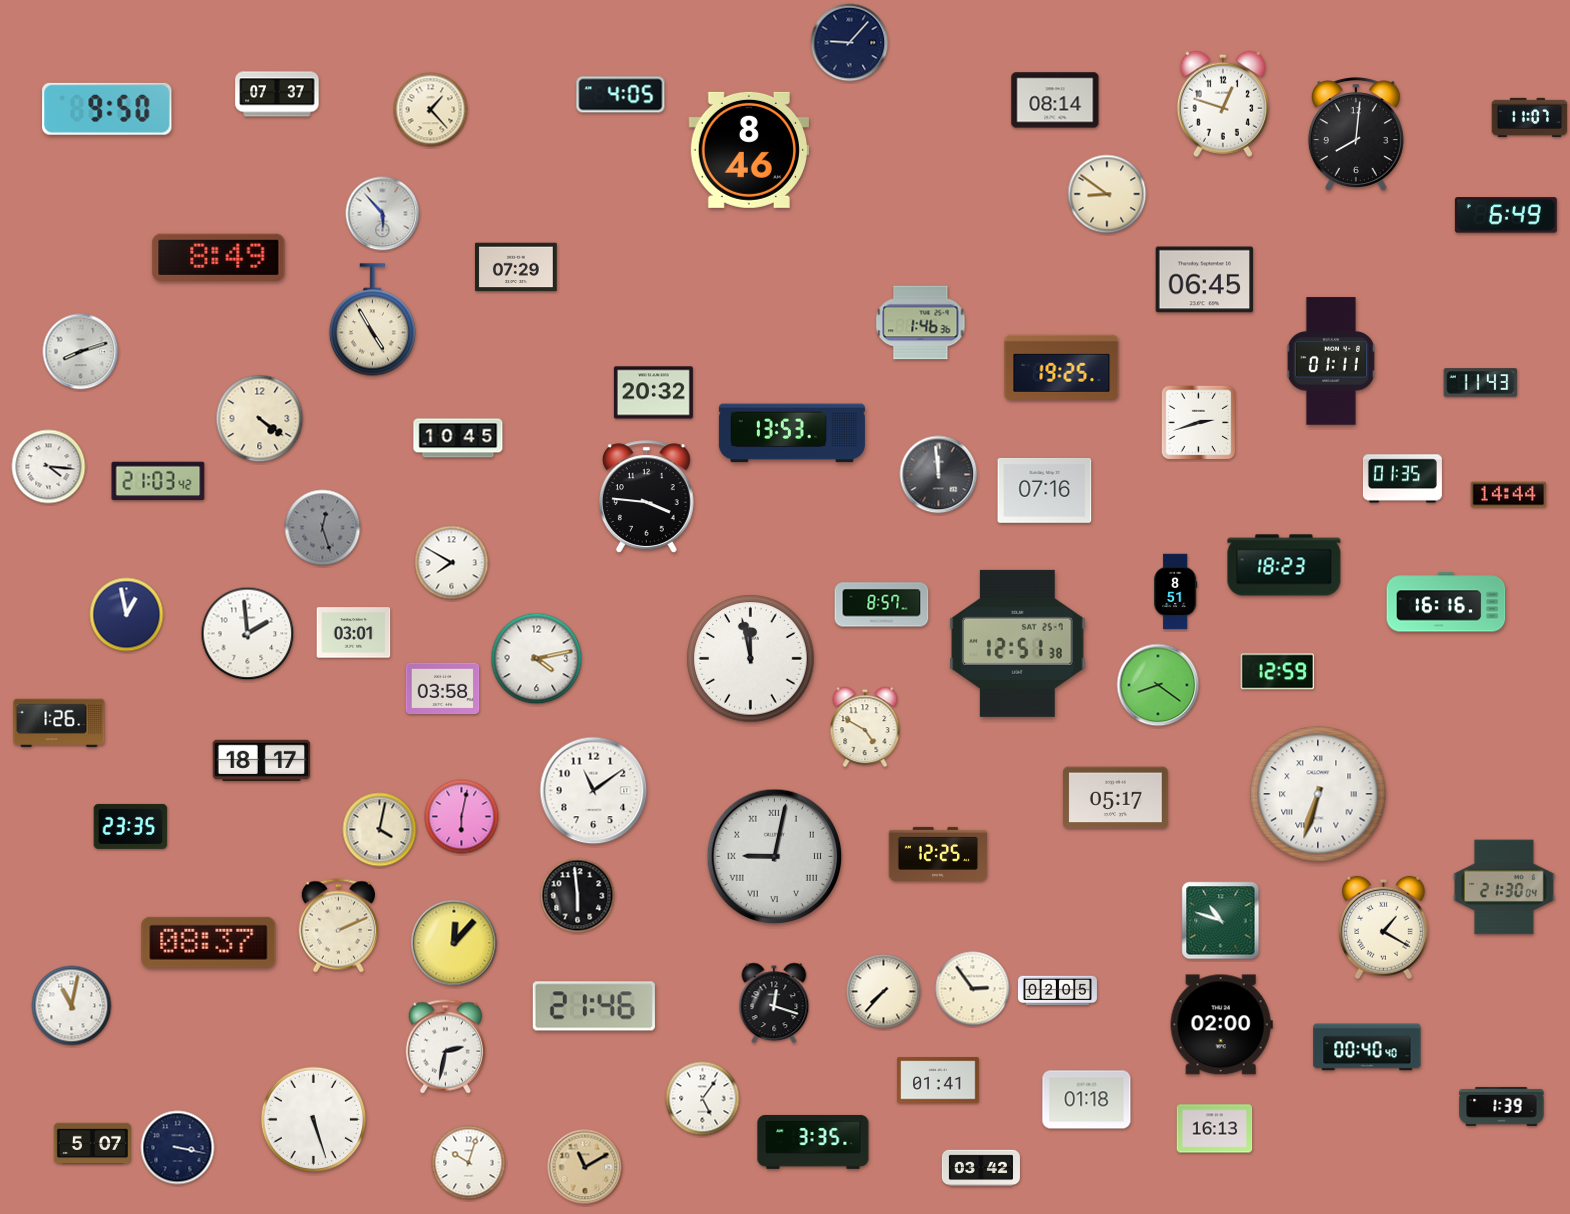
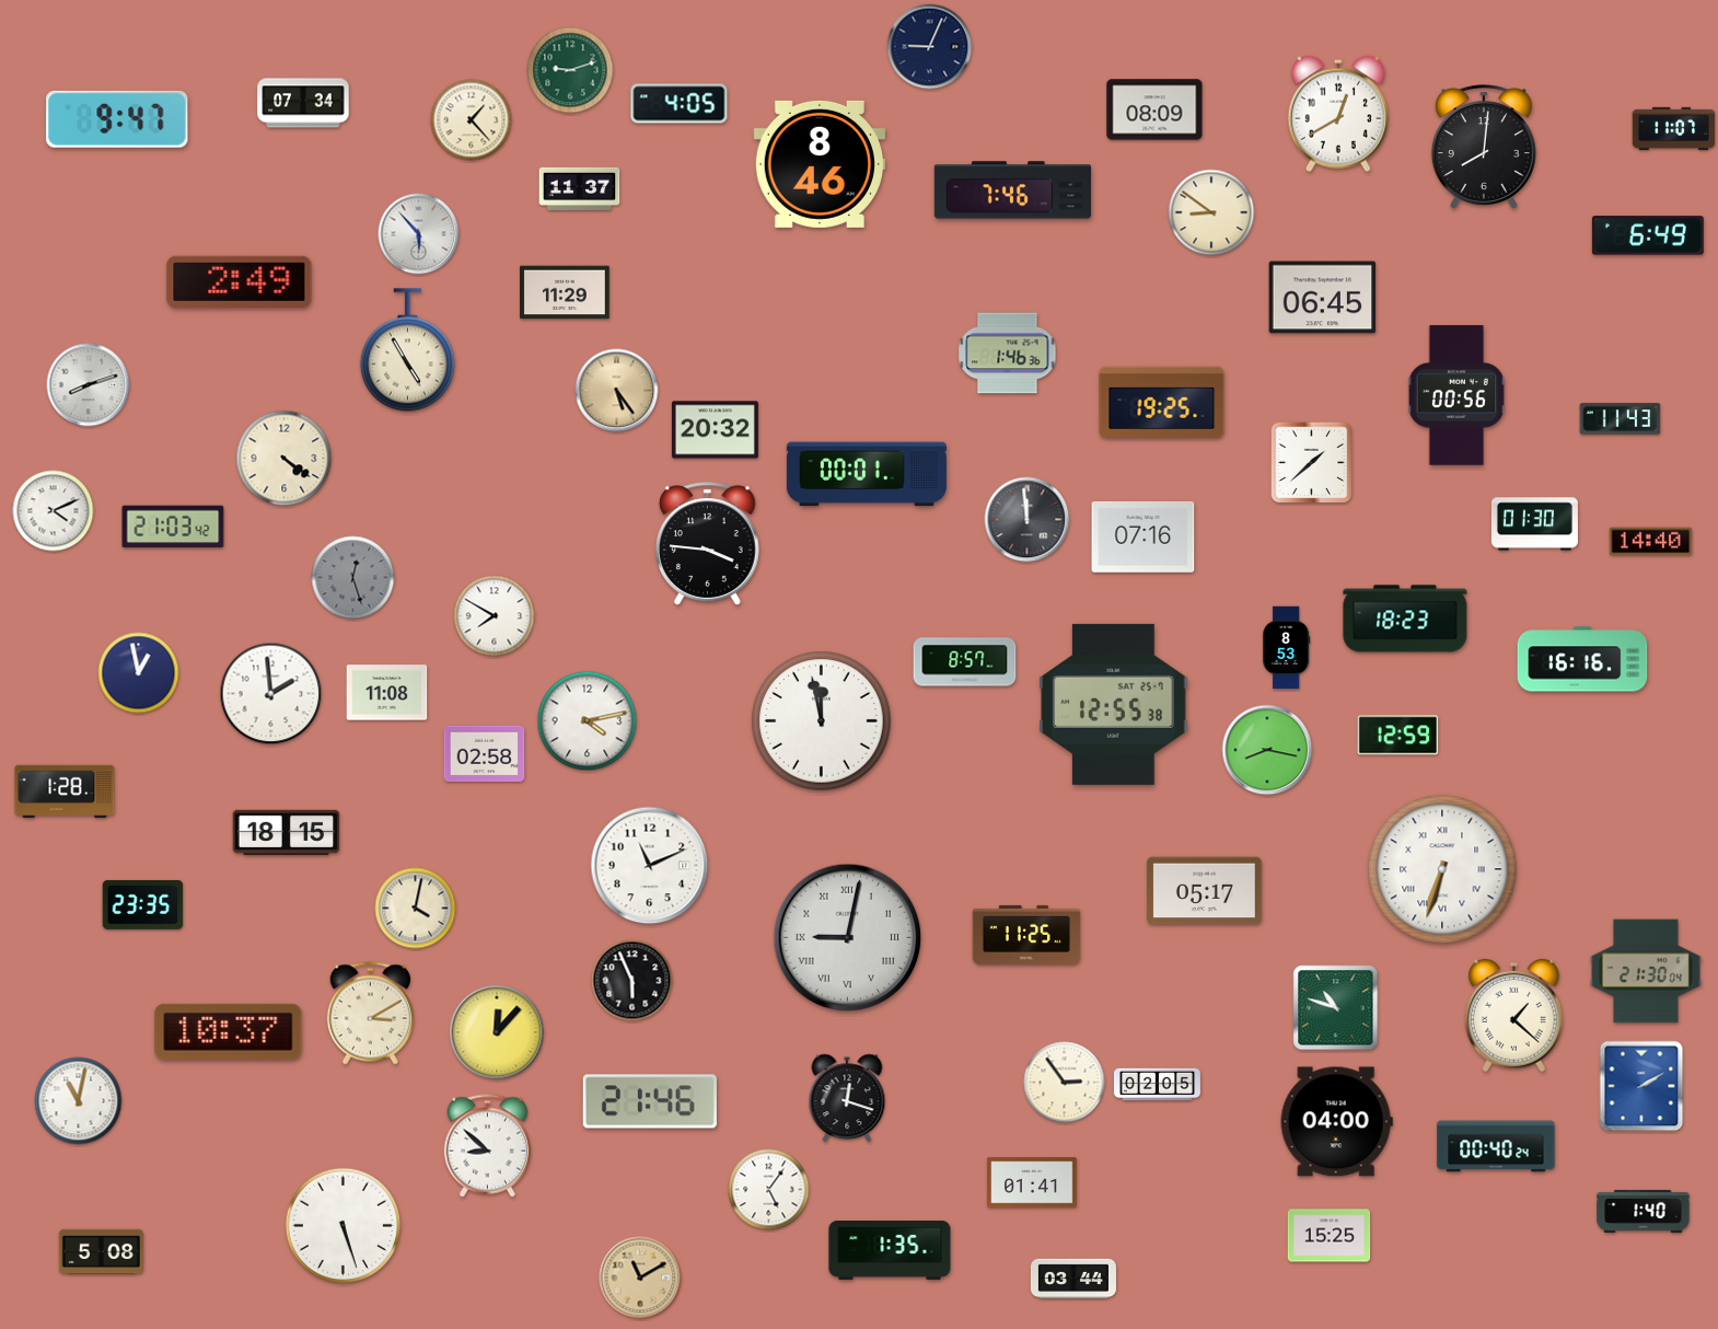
clock at (850, 43): 9:07 -> 9:04
clock at (570, 70): none -> 9:12
clock at (277, 94): 07:37 -> 07:34
clock at (1055, 100): 08:14 -> 08:09
clock at (1223, 104): 12:48 -> 12:40
clock at (107, 109): 9:50 -> 9:47
clock at (580, 188): none -> 11:37
clock at (1012, 190): none -> 7:46
clock at (219, 257): 8:49 -> 2:49
clock at (516, 267): 07:29 -> 11:29
clock at (1205, 280) position: (1205, 280) -> (1323, 298)
clock at (617, 391): none -> 5:24
clock at (1331, 361): 01:11 -> 00:56
clock at (1199, 423): 2:42 -> 1:38
clock at (792, 433): 13:53 -> 00:01
clock at (458, 438): 10:45 -> none
clock at (49, 467): 4:16 -> 4:11
clock at (1402, 479): 01:35 -> 01:30
clock at (1509, 495): 14:44 -> 14:40
clock at (1176, 592): 8:51 -> 8:53
clock at (354, 633): 03:01 -> 11:08
clock at (1018, 643): 12:51 -> 12:55
clock at (1158, 685): 8:21 -> 8:17
clock at (443, 689): 03:58 -> 02:58
clock at (59, 723): 1:26 -> 1:28
clock at (865, 727): 4:50 -> none
clock at (262, 760): 18:17 -> 18:15
clock at (594, 791): 11:09 -> 11:11
clock at (1116, 798) position: (1116, 798) -> (1205, 891)
clock at (462, 817): 6:02 -> none
clock at (938, 854): 12:25 -> 11:25
clock at (578, 896): 5:59 -> 5:56
clock at (338, 926): 2:11 -> 3:10
clock at (1384, 928): 1:20 -> 1:22
clock at (209, 942): 08:37 -> 10:37
clock at (884, 992): 7:37 -> none
clock at (1641, 1086): none -> 2:10
clock at (1221, 1025): 02:00 -> 04:00
clock at (445, 1047): 2:32 -> 8:52
clock at (1367, 1047): 00:40:40 -> 00:40:24
clock at (938, 1080) position: (938, 1080) -> (1032, 1182)
clock at (703, 1099) position: (703, 1099) -> (769, 1190)
clock at (1087, 1100): 01:18 -> none
clock at (1502, 1106): 1:39 -> 1:40
clock at (1215, 1129): 16:13 -> 15:25
clock at (813, 1142): 3:35 -> 1:35
clock at (92, 1144): 5:07 -> 5:08
clock at (178, 1148): 3:17 -> none
clock at (469, 1163): 10:03 -> none
clock at (981, 1168): 03:42 -> 03:44
